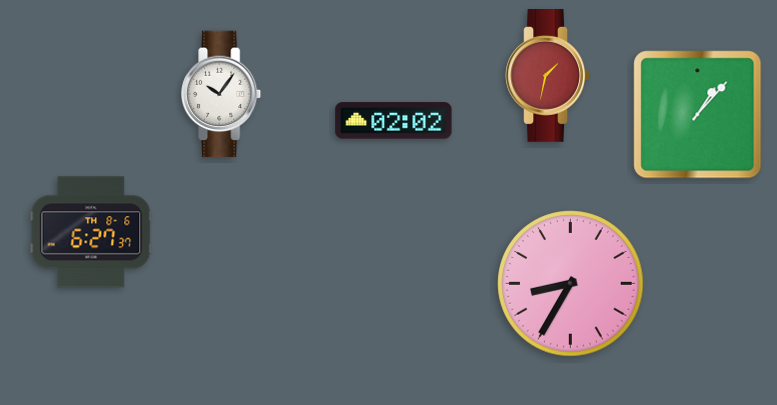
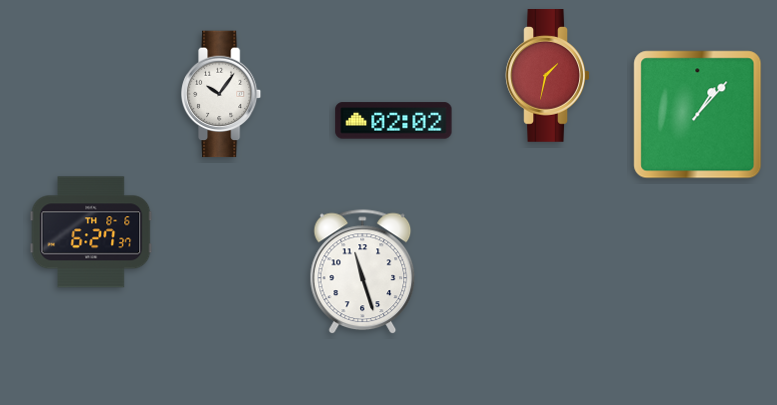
clock at (363, 272): none -> 11:27
clock at (571, 284): 8:35 -> none
